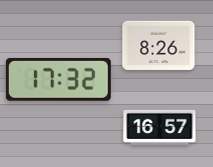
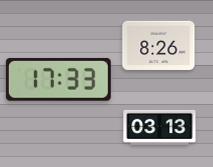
clock at (58, 80): 17:32 -> 17:33
clock at (160, 127): 16:57 -> 03:13
